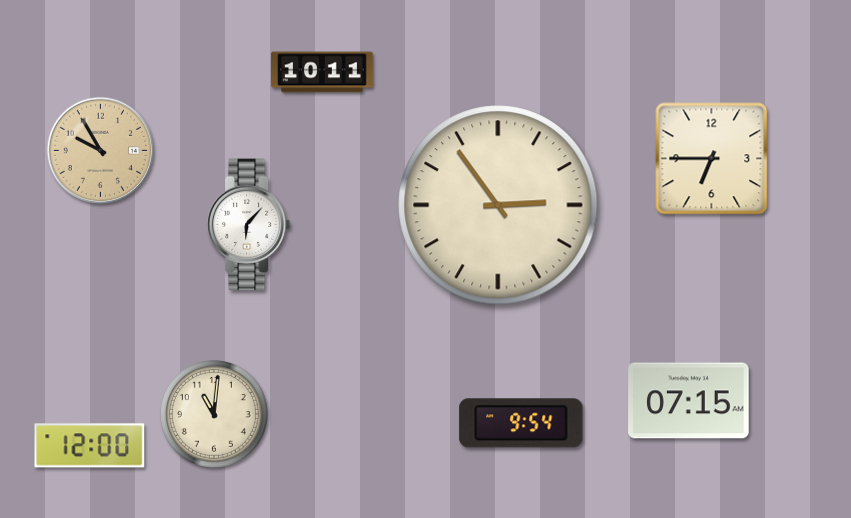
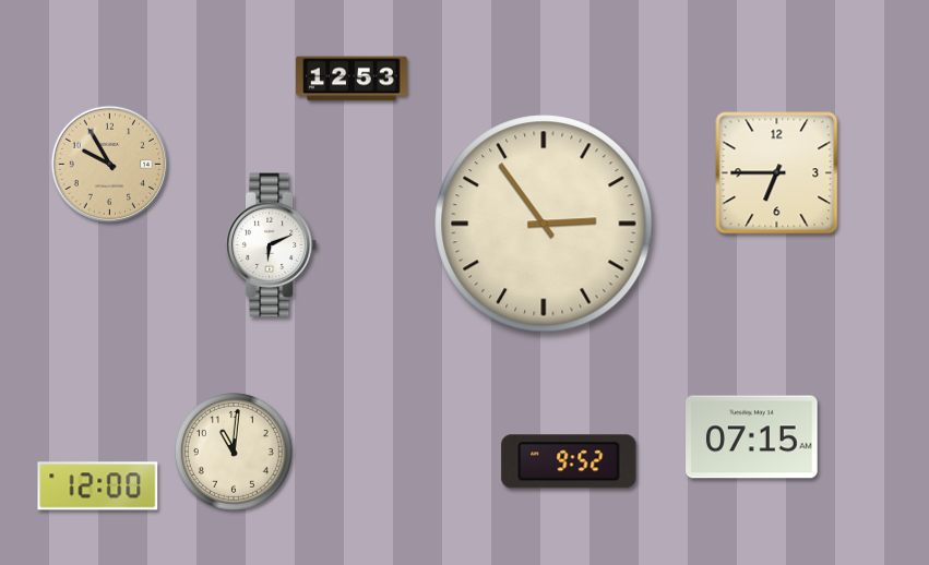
clock at (322, 72): 10:11 -> 12:53
clock at (249, 225): 6:07 -> 6:11
clock at (521, 423): 9:54 -> 9:52
